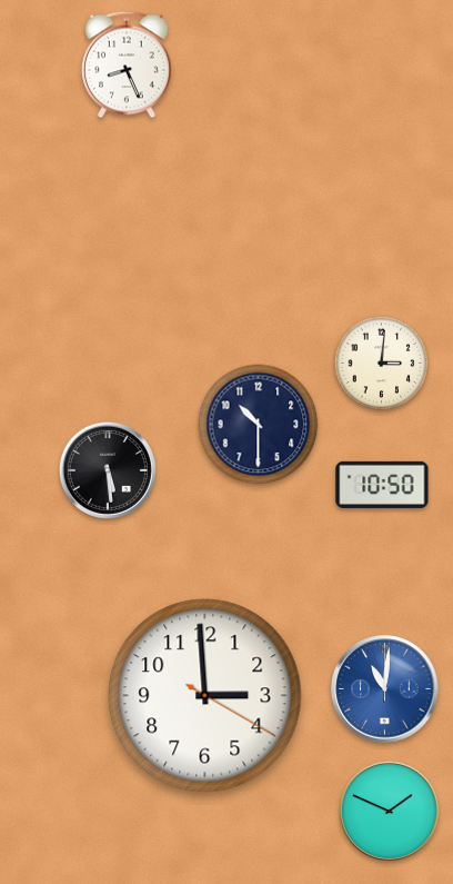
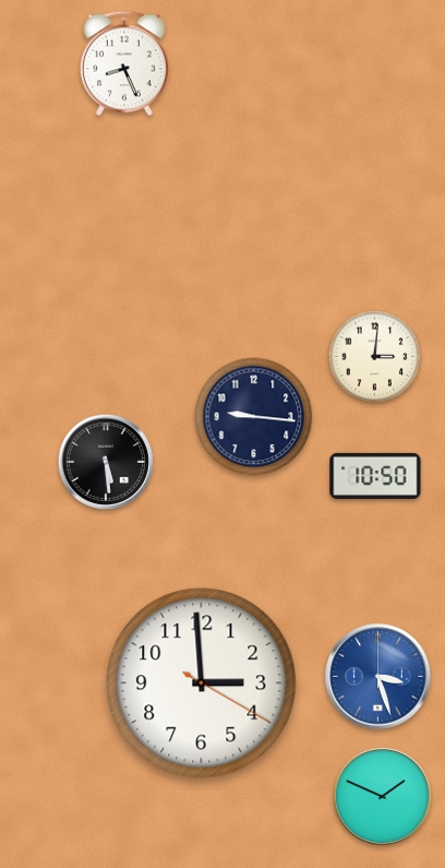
clock at (259, 425): 10:30 -> 9:16
clock at (385, 689): 11:01 -> 3:27
